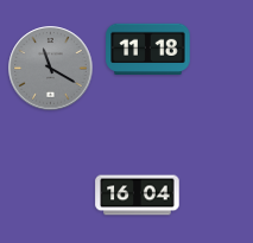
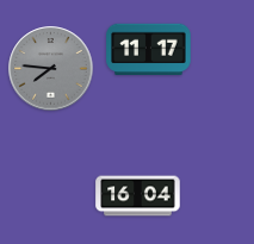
clock at (148, 49): 11:18 -> 11:17
clock at (51, 69): 11:20 -> 7:46
